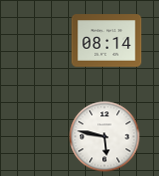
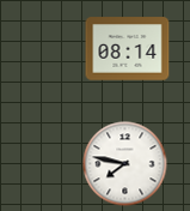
clock at (105, 137): 5:47 -> 7:47
